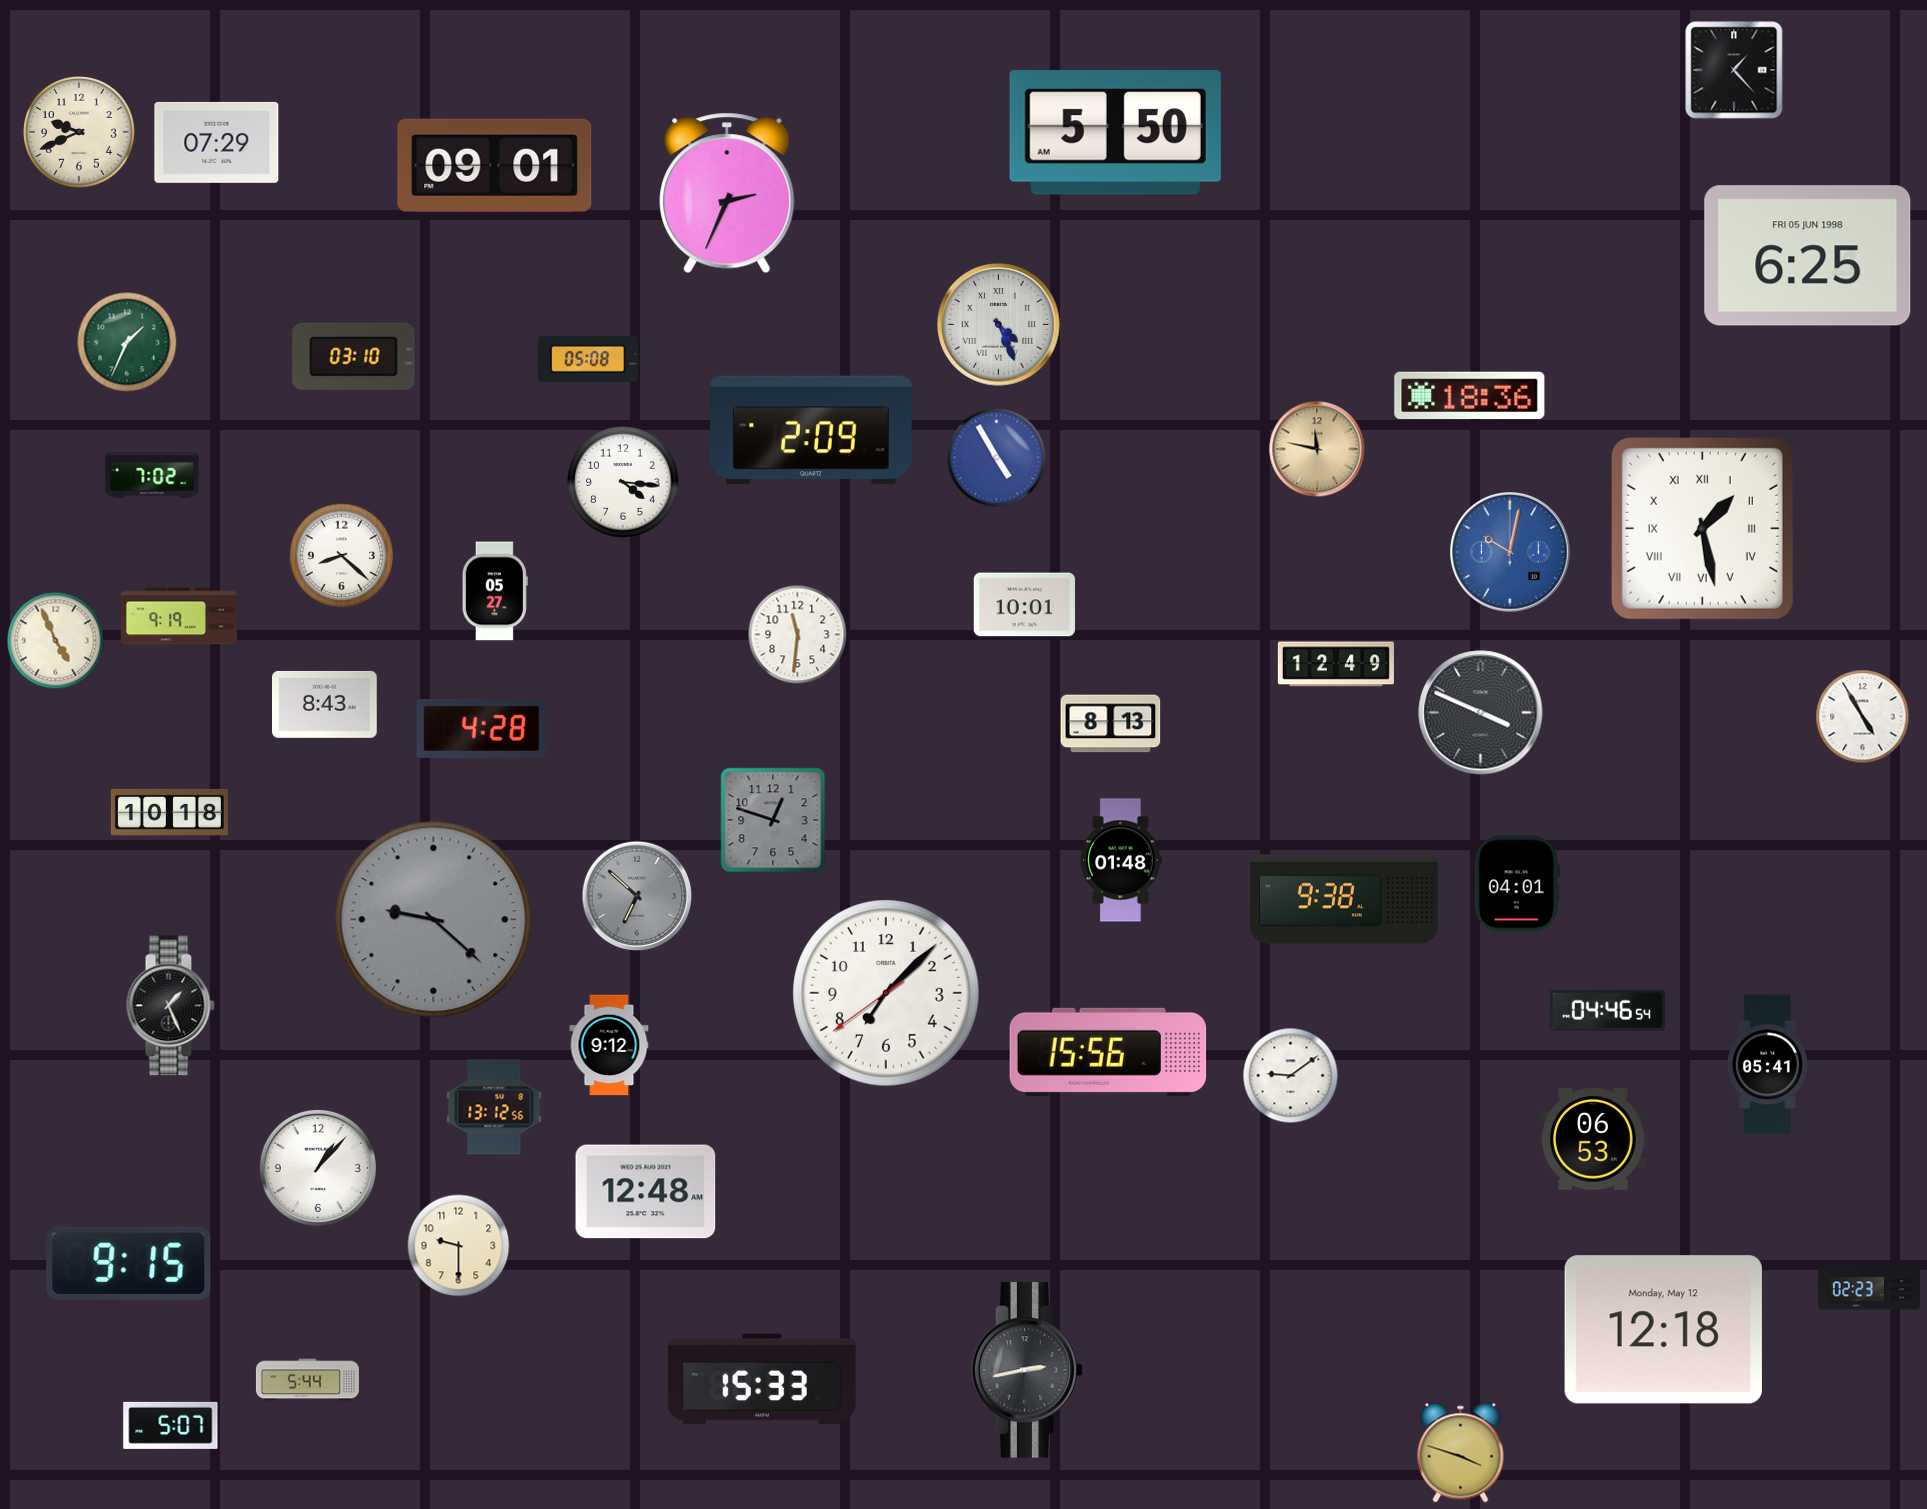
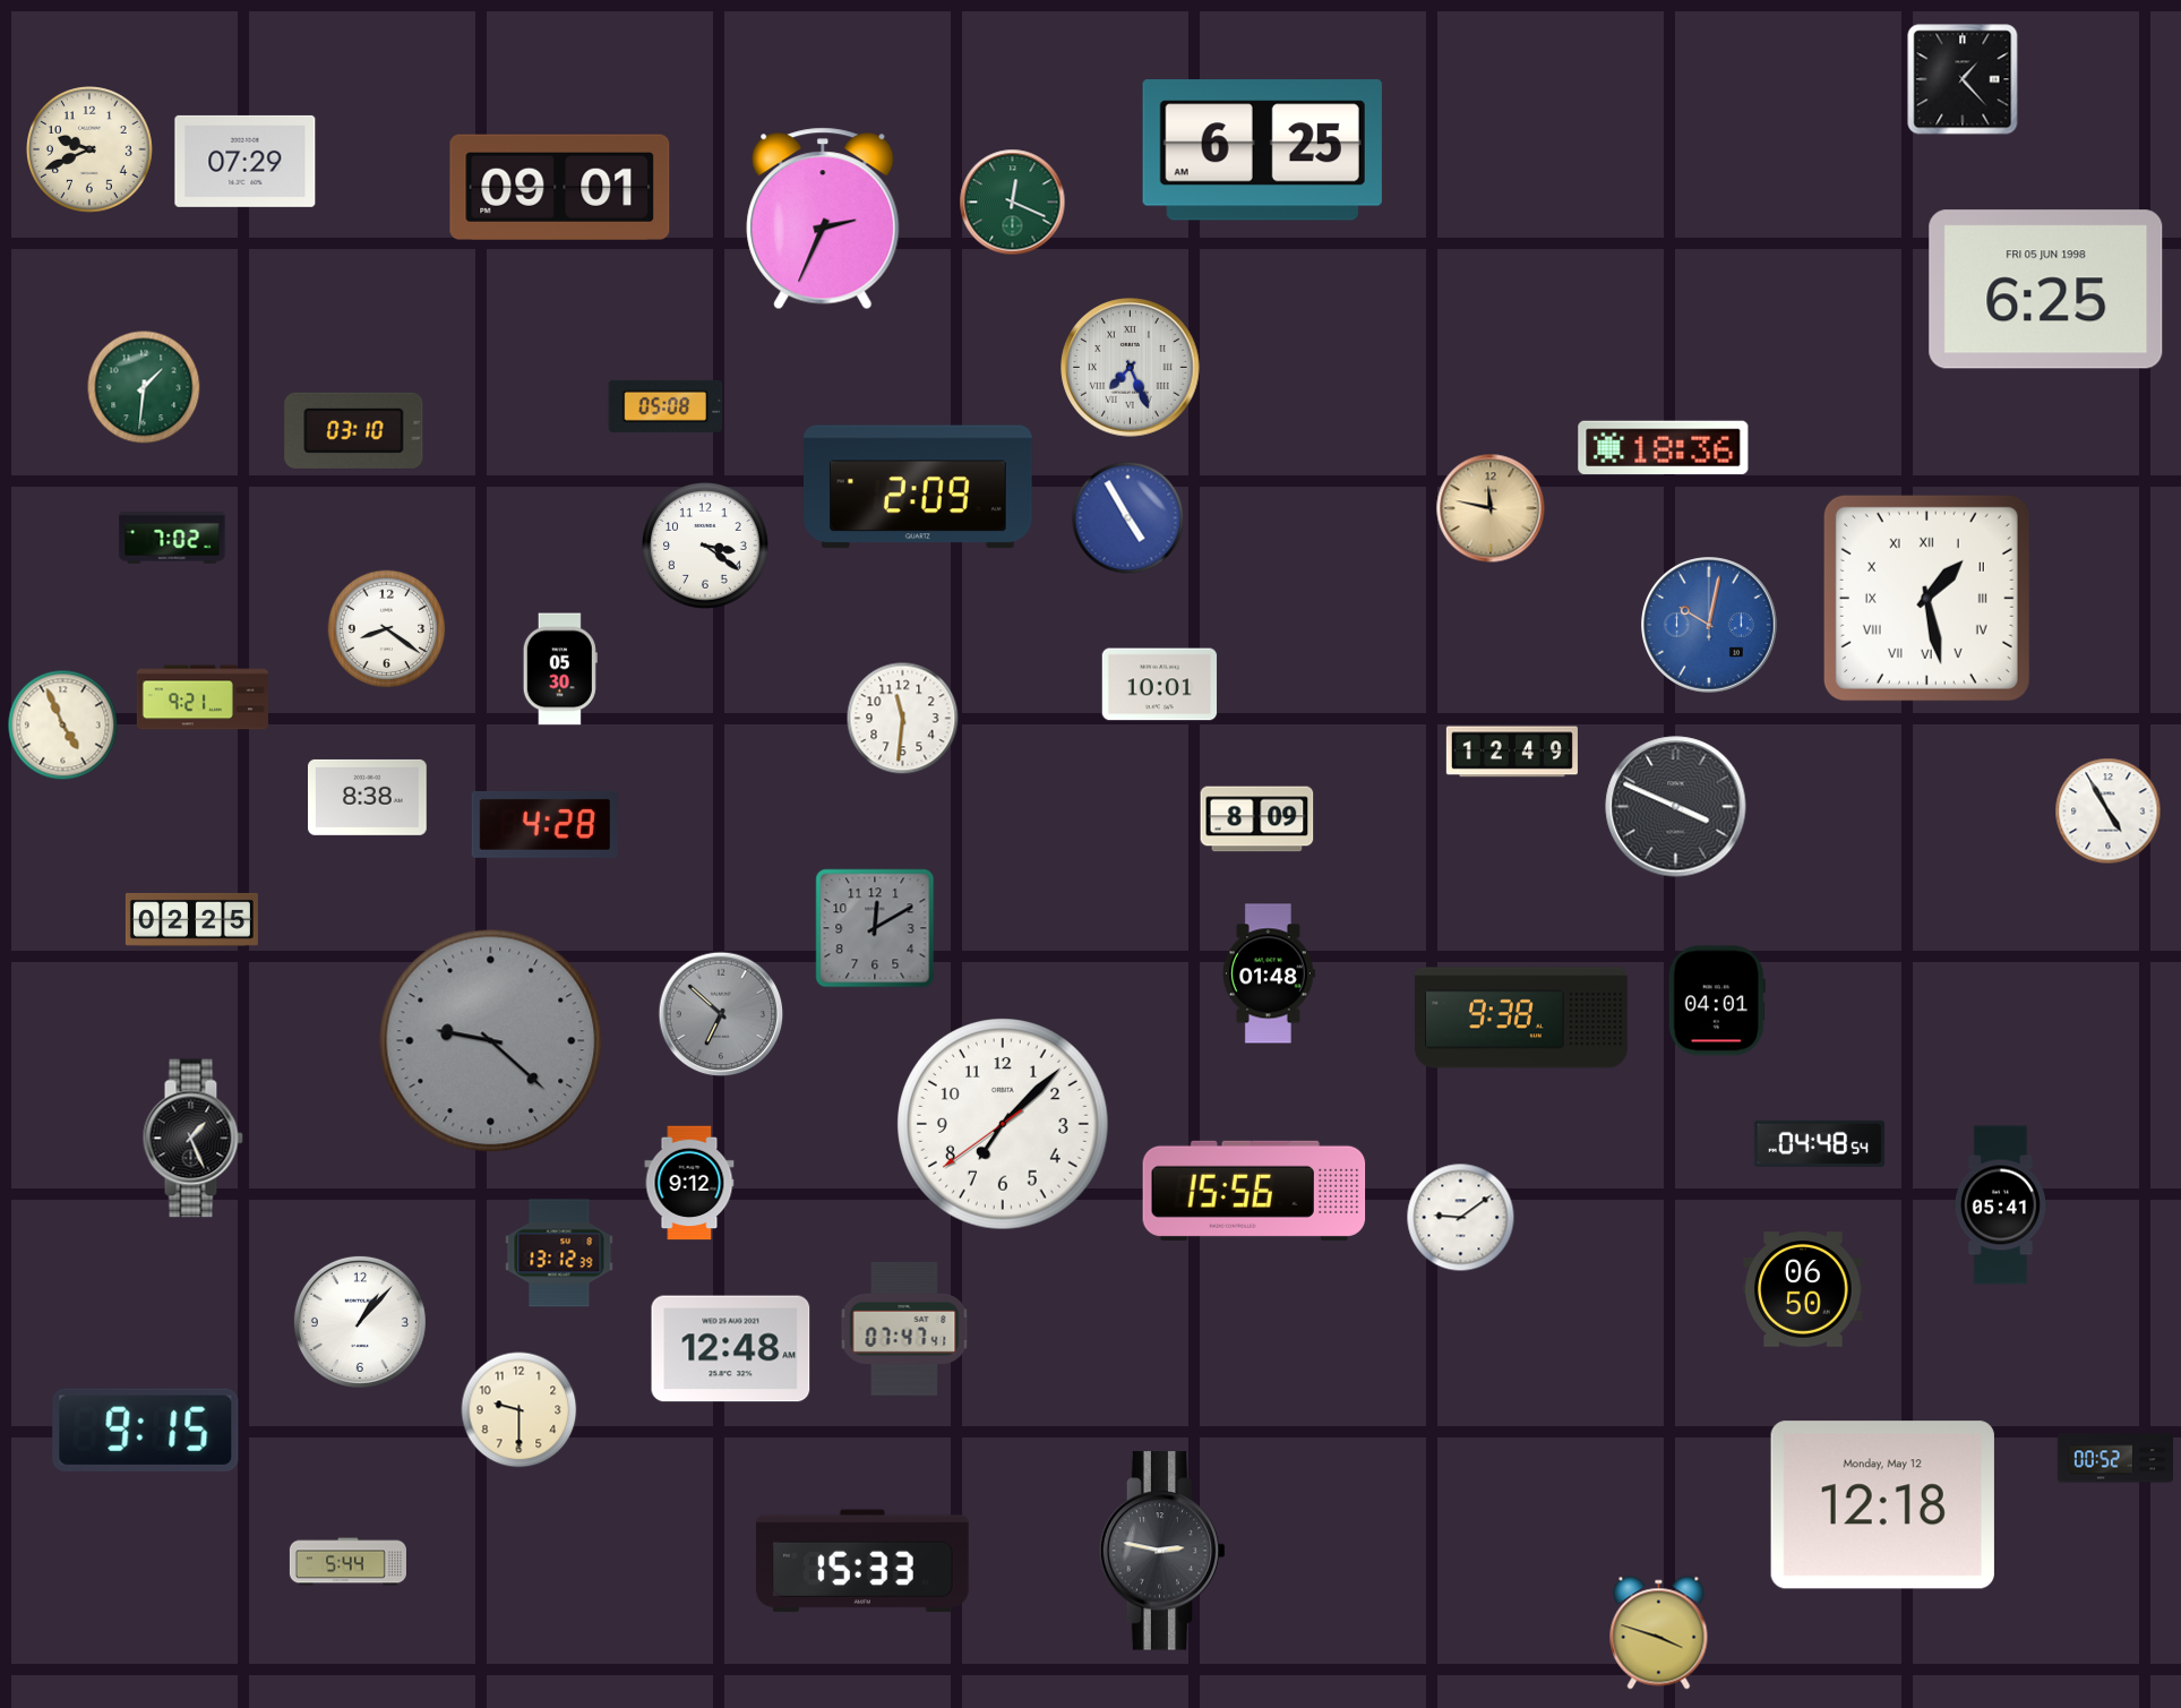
clock at (1115, 133): 5:50 -> 6:25
clock at (1013, 203): none -> 12:19
clock at (999, 325): 4:26 -> 7:26
clock at (127, 342): 1:34 -> 1:31
clock at (354, 356) position: (354, 356) -> (354, 430)
clock at (624, 483): 4:16 -> 3:21
clock at (342, 556): 8:22 -> 8:21
clock at (495, 591): 05:27 -> 05:30
clock at (179, 616): 9:19 -> 9:21
clock at (325, 704): 8:43 -> 8:38
clock at (1111, 724): 8:13 -> 8:09
clock at (169, 812): 10:18 -> 02:25
clock at (773, 820): 12:48 -> 12:10
clock at (1607, 1010): 04:46 -> 04:48
clock at (494, 1107): 13:12:56 -> 13:12:39
clock at (1593, 1139): 06:53 -> 06:50
clock at (904, 1329): none -> 07:47
clock at (1868, 1288): 02:23 -> 00:52
clock at (1027, 1370): 2:43 -> 2:47
clock at (171, 1425): 5:07 -> none
clock at (1461, 1453) position: (1461, 1453) -> (1659, 1633)
